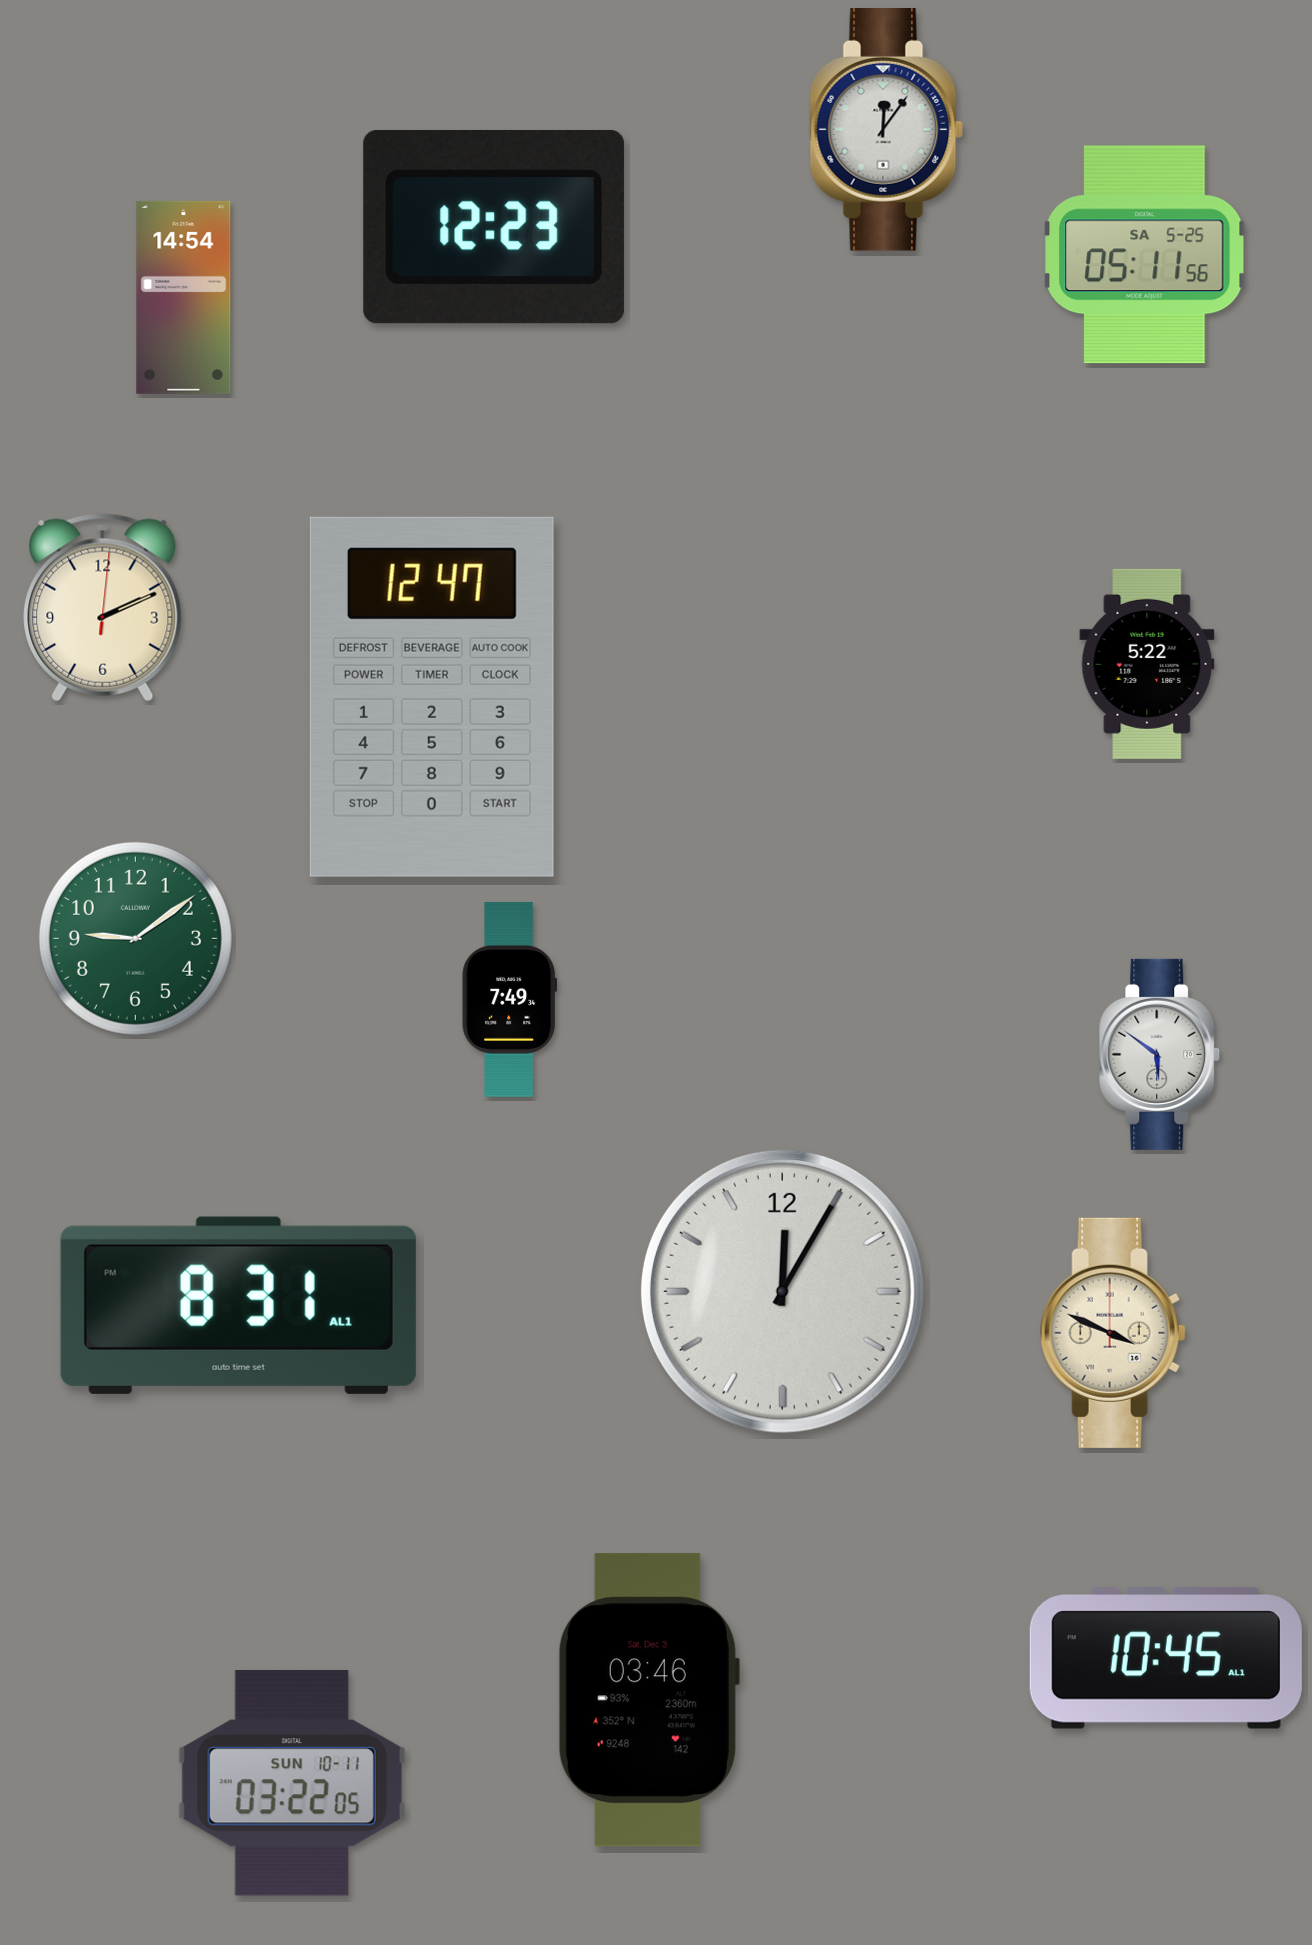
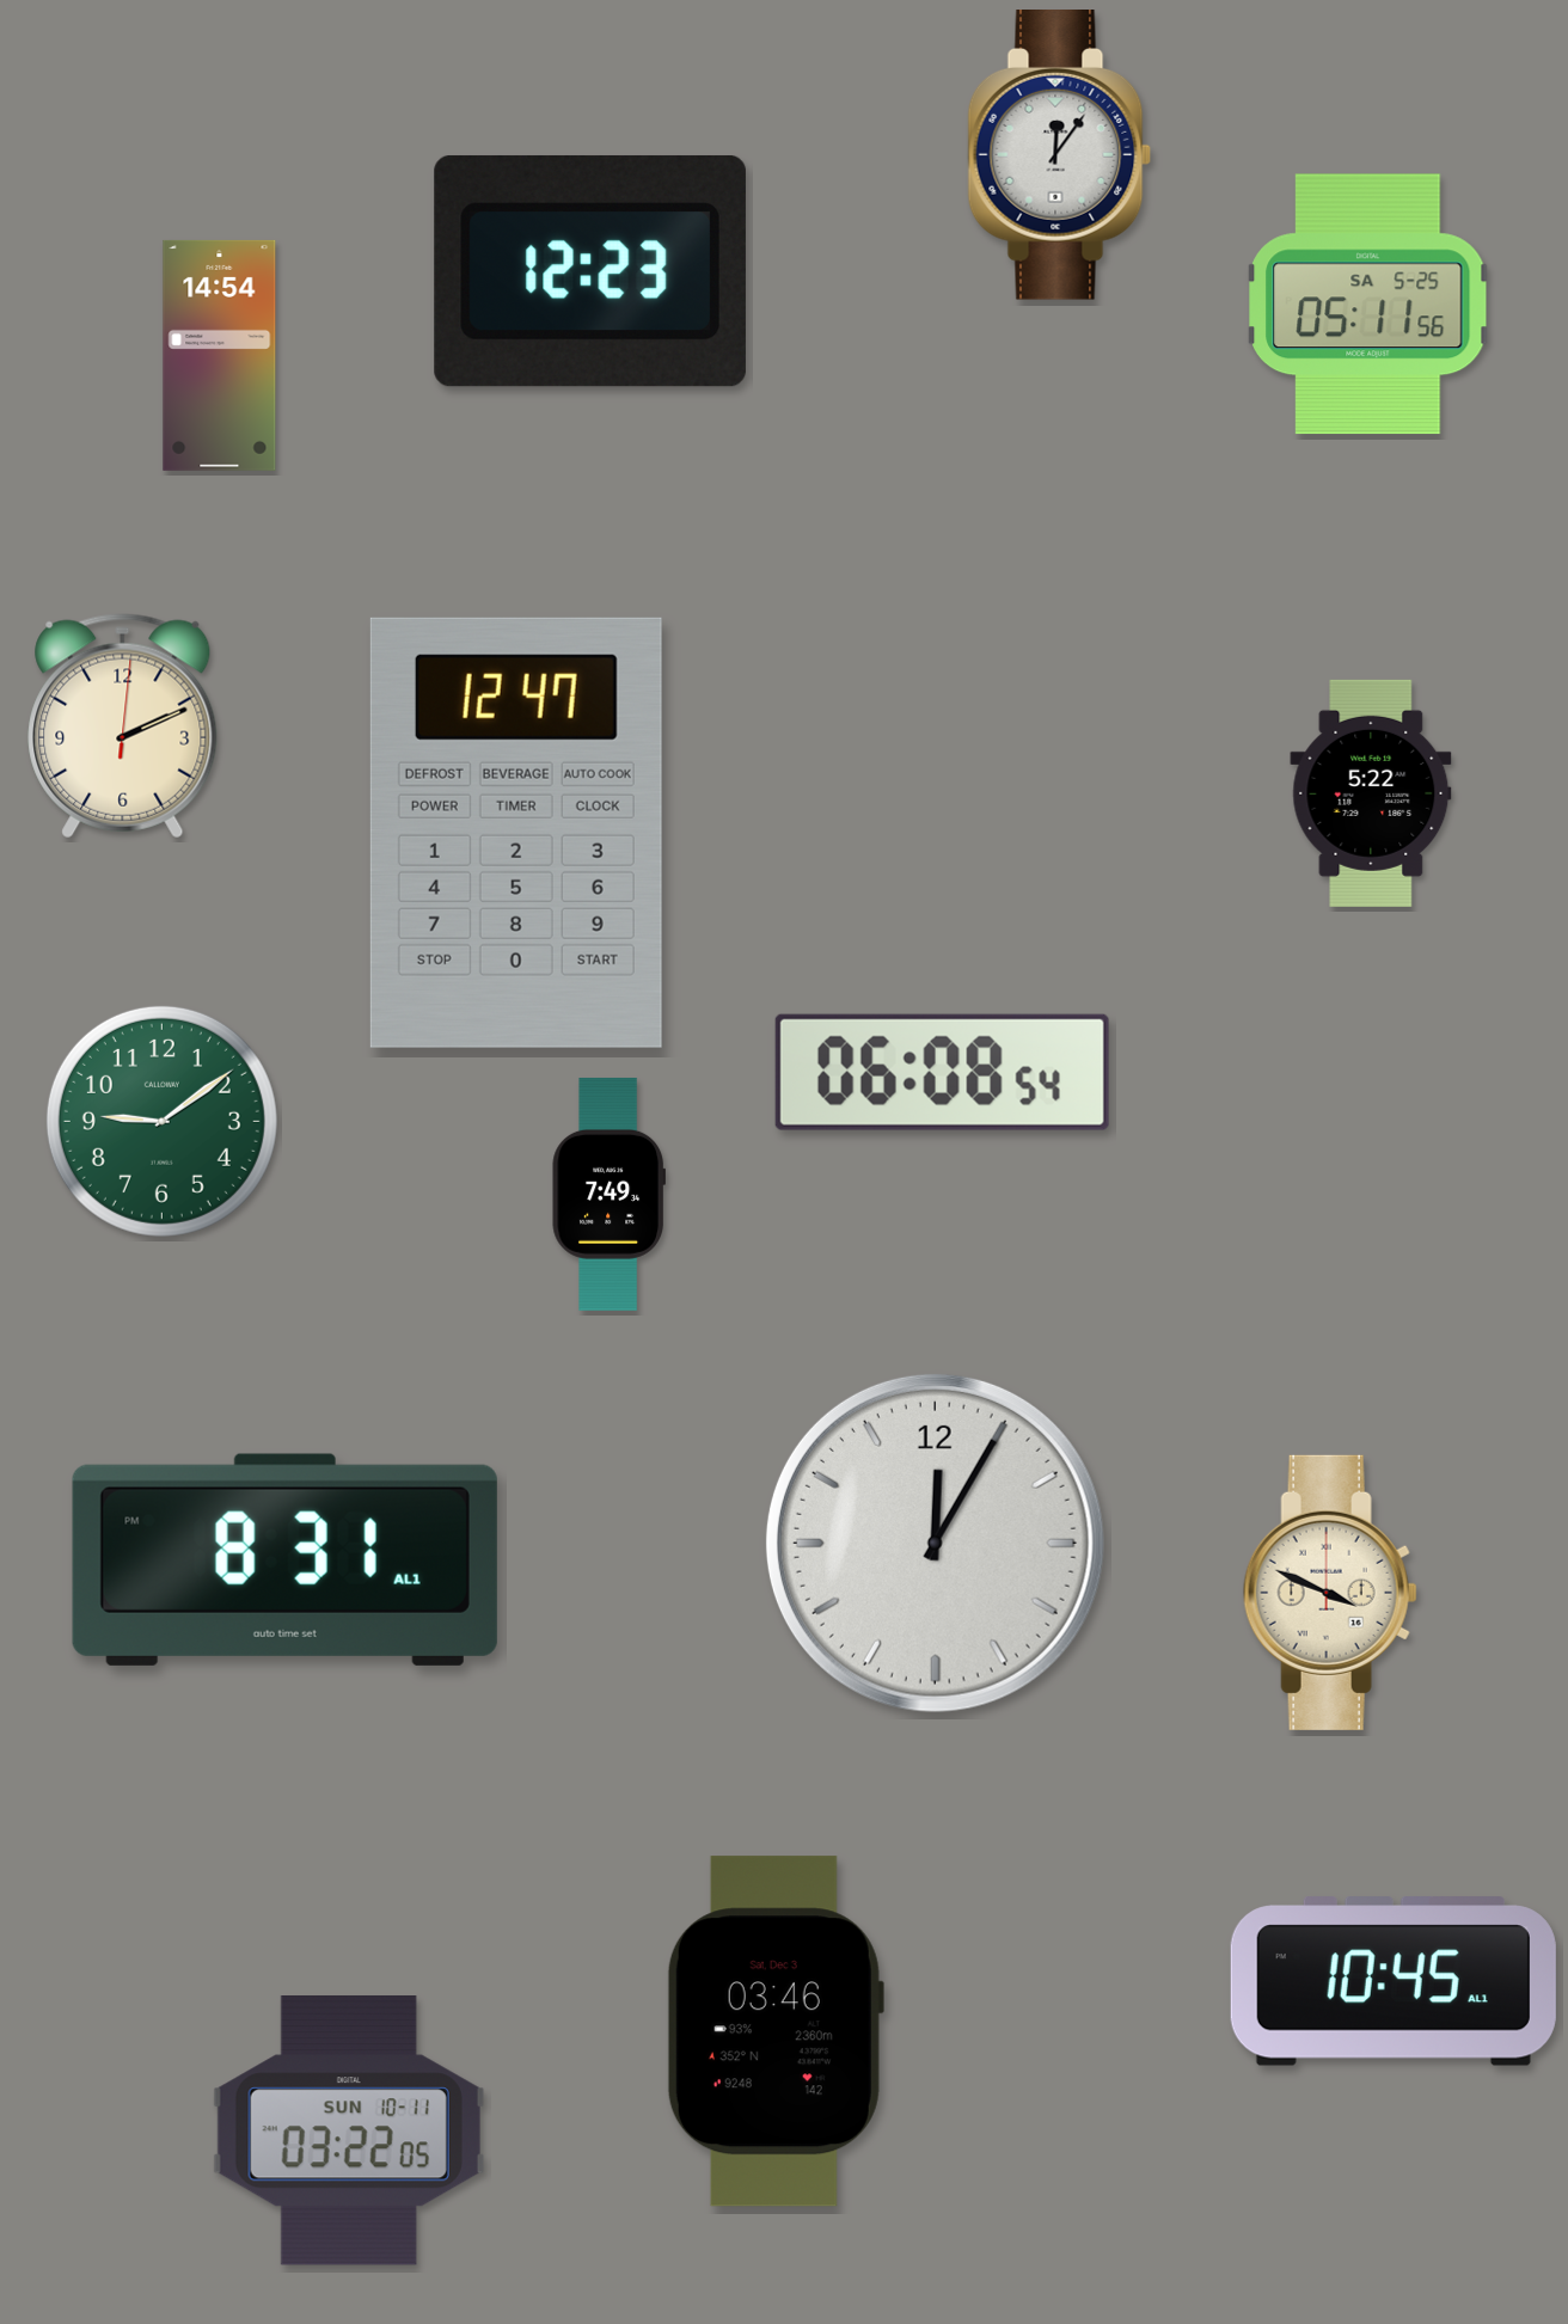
clock at (942, 1072): none -> 06:08
clock at (1160, 1054): 5:51 -> none
